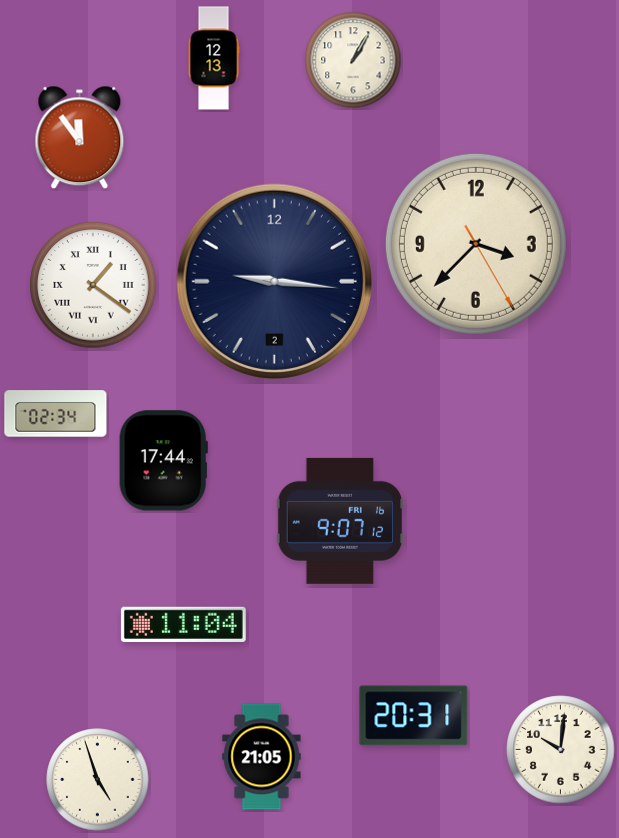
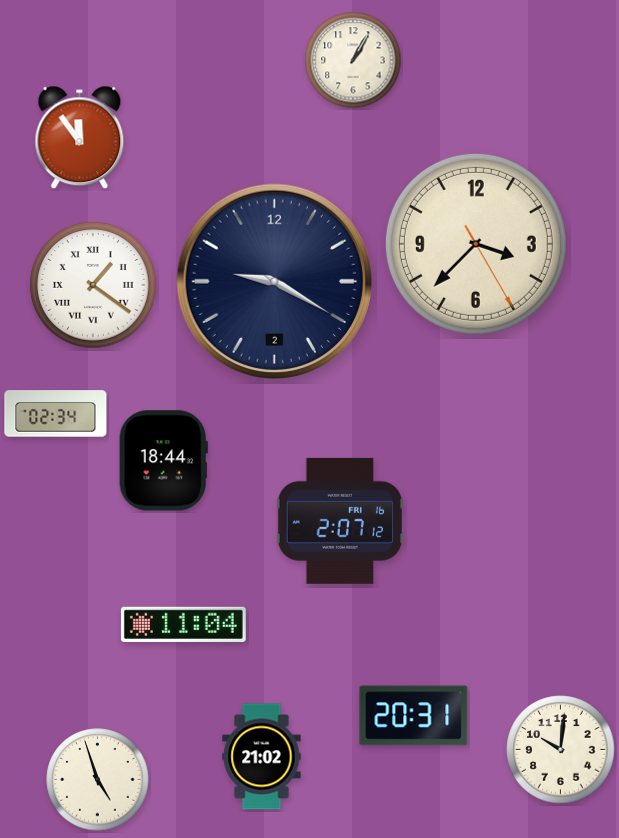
clock at (214, 58): 12:13 -> none
clock at (274, 281): 9:16 -> 9:20
clock at (163, 461): 17:44 -> 18:44
clock at (339, 521): 9:07 -> 2:07
clock at (262, 757): 21:05 -> 21:02
